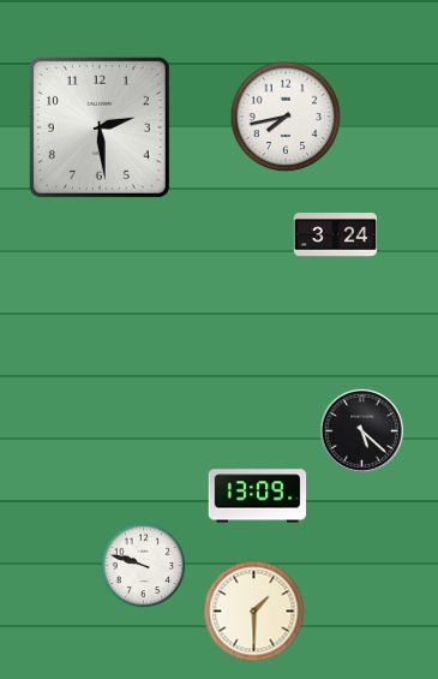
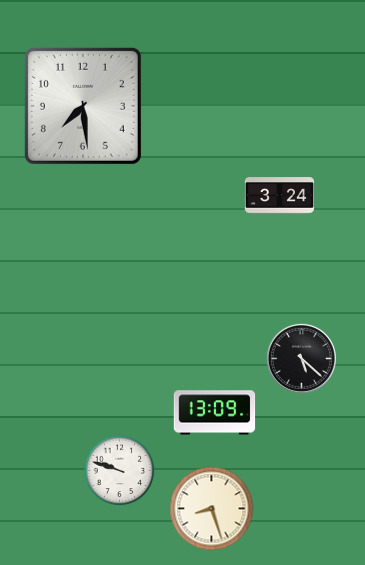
clock at (286, 117): 7:43 -> none
clock at (100, 127): 2:29 -> 7:29
clock at (254, 612): 1:30 -> 8:27
